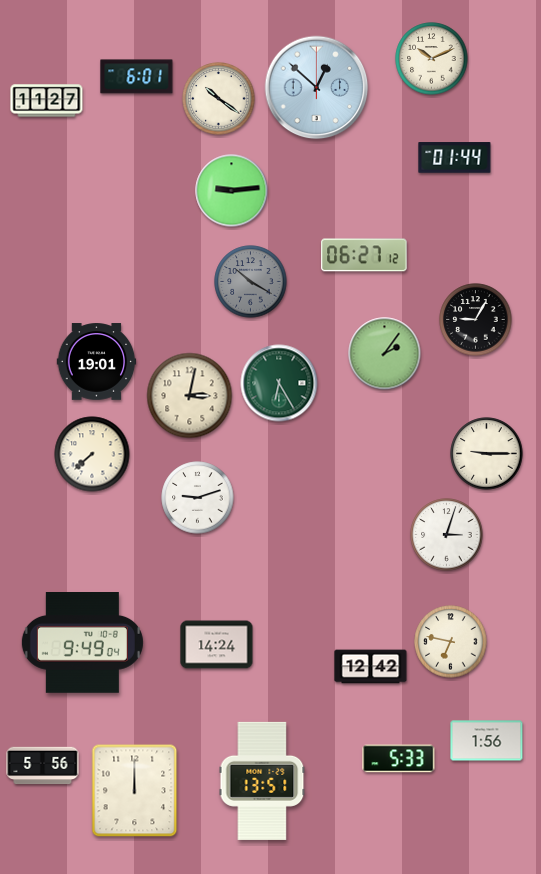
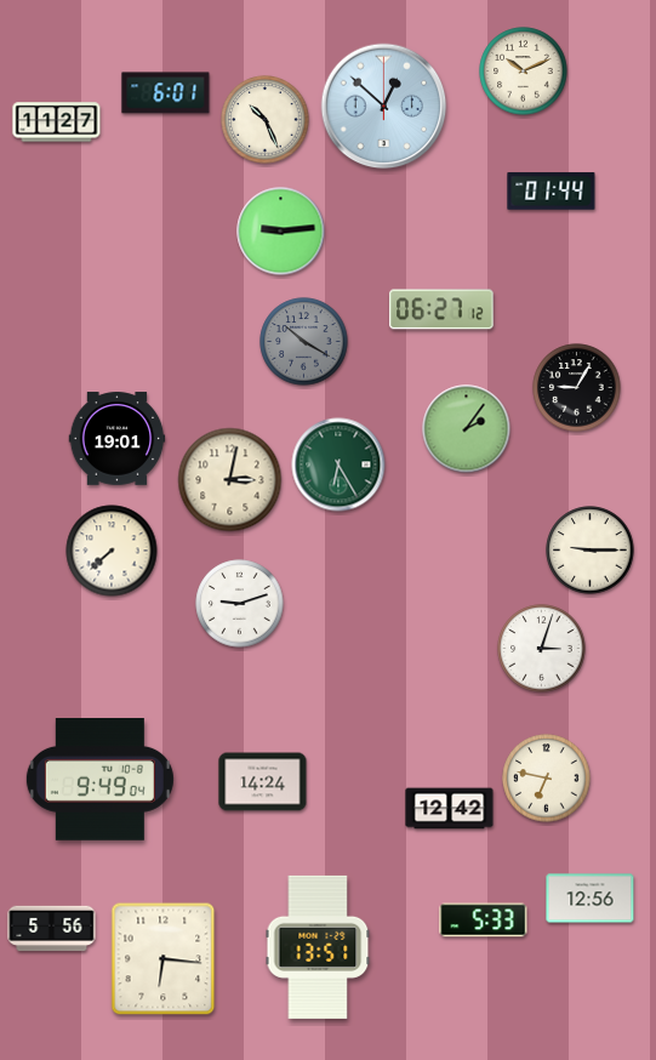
clock at (219, 99): 10:21 -> 10:26
clock at (487, 741): 1:56 -> 12:56
clock at (135, 791): 12:00 -> 6:16
